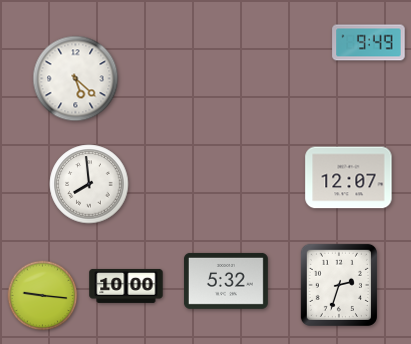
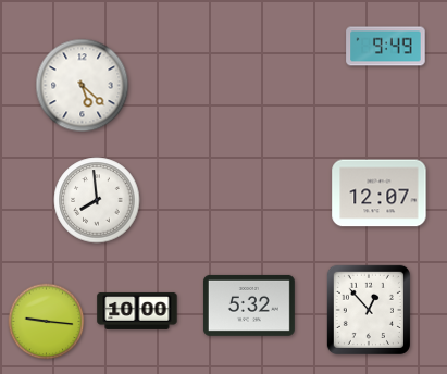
clock at (369, 43) position: (369, 43) -> (386, 47)
clock at (226, 281) position: (226, 281) -> (249, 306)
clock at (339, 285): 2:33 -> 12:53
